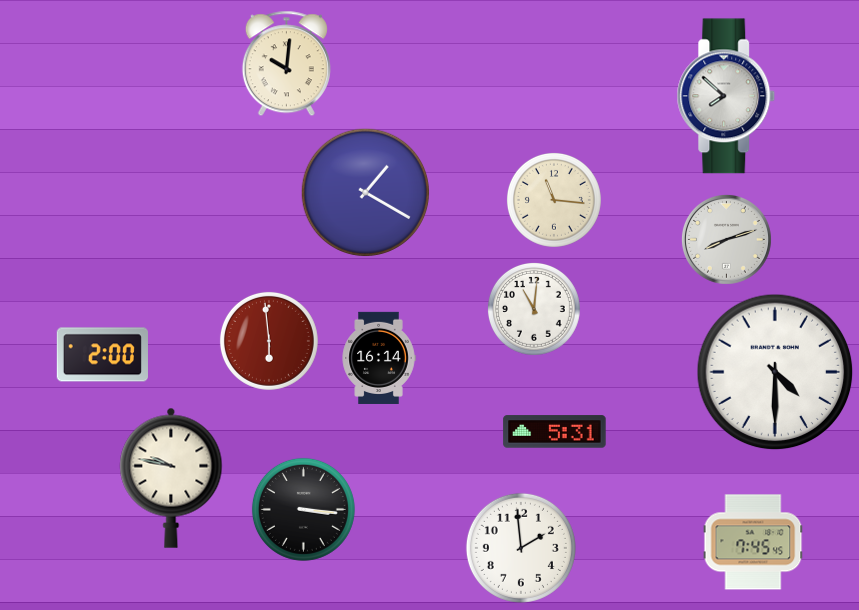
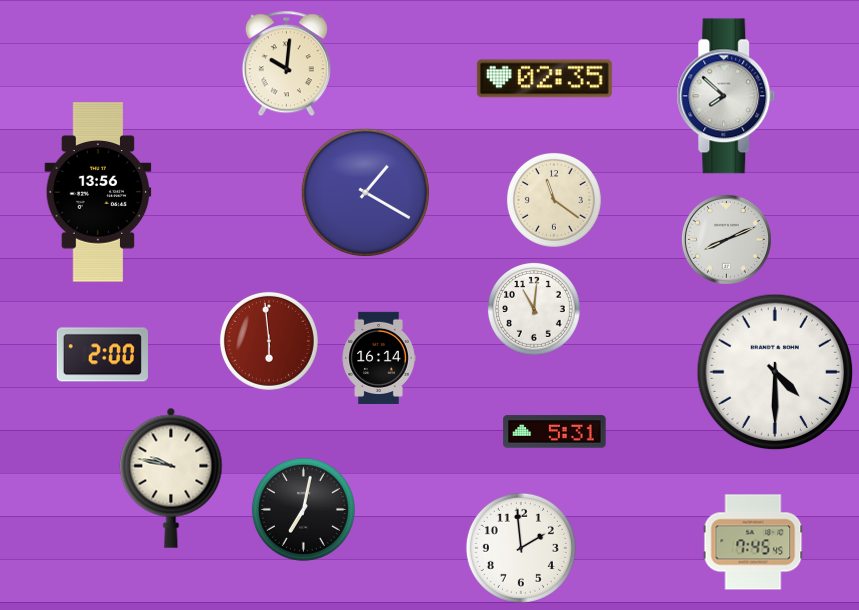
clock at (544, 79): none -> 02:35
clock at (98, 192): none -> 13:56
clock at (554, 200): 11:16 -> 11:21
clock at (726, 239): 8:12 -> 8:11
clock at (303, 509): 3:16 -> 7:02
